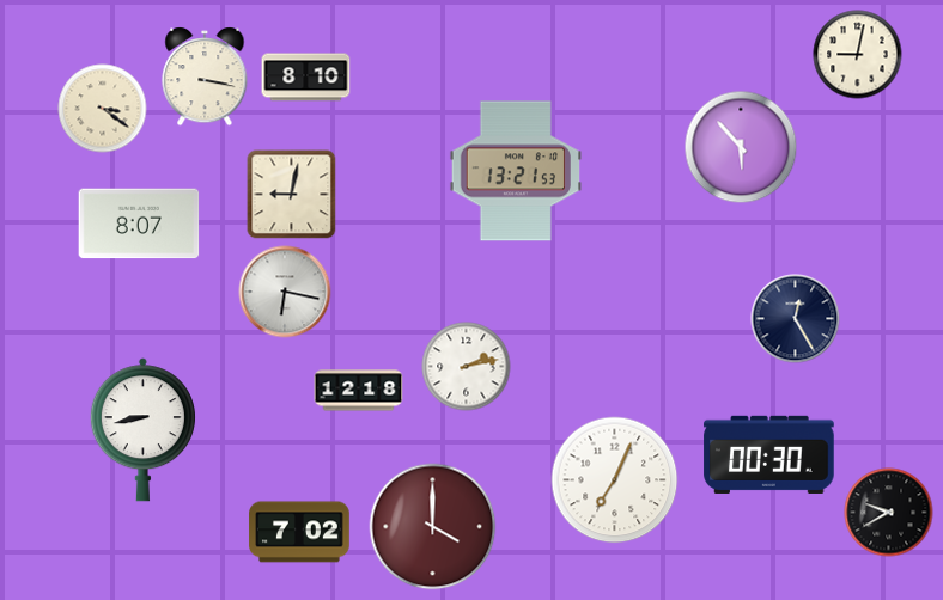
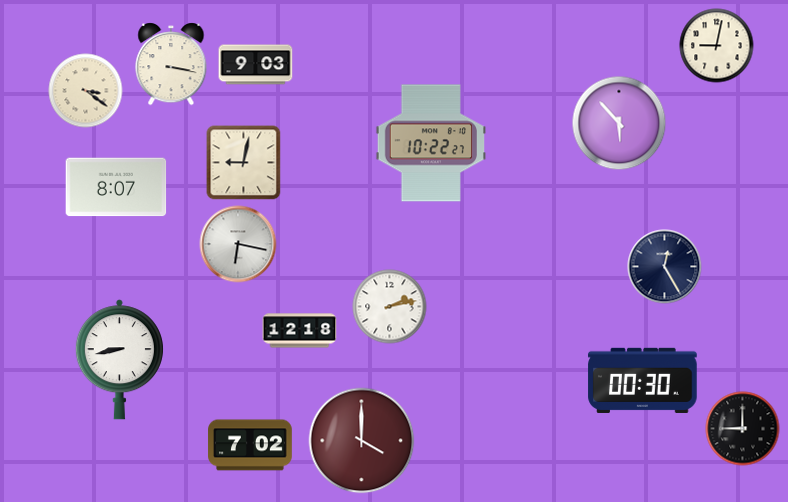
clock at (306, 78): 8:10 -> 9:03
clock at (515, 171): 13:21 -> 10:22
clock at (359, 391) position: (359, 391) -> (300, 331)
clock at (615, 480): 7:04 -> none
clock at (889, 513): 9:40 -> 9:00
